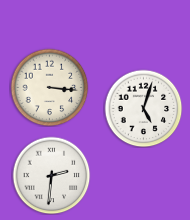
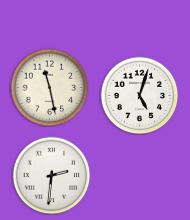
clock at (49, 87): 3:16 -> 11:28
clock at (143, 108) position: (143, 108) -> (139, 95)
